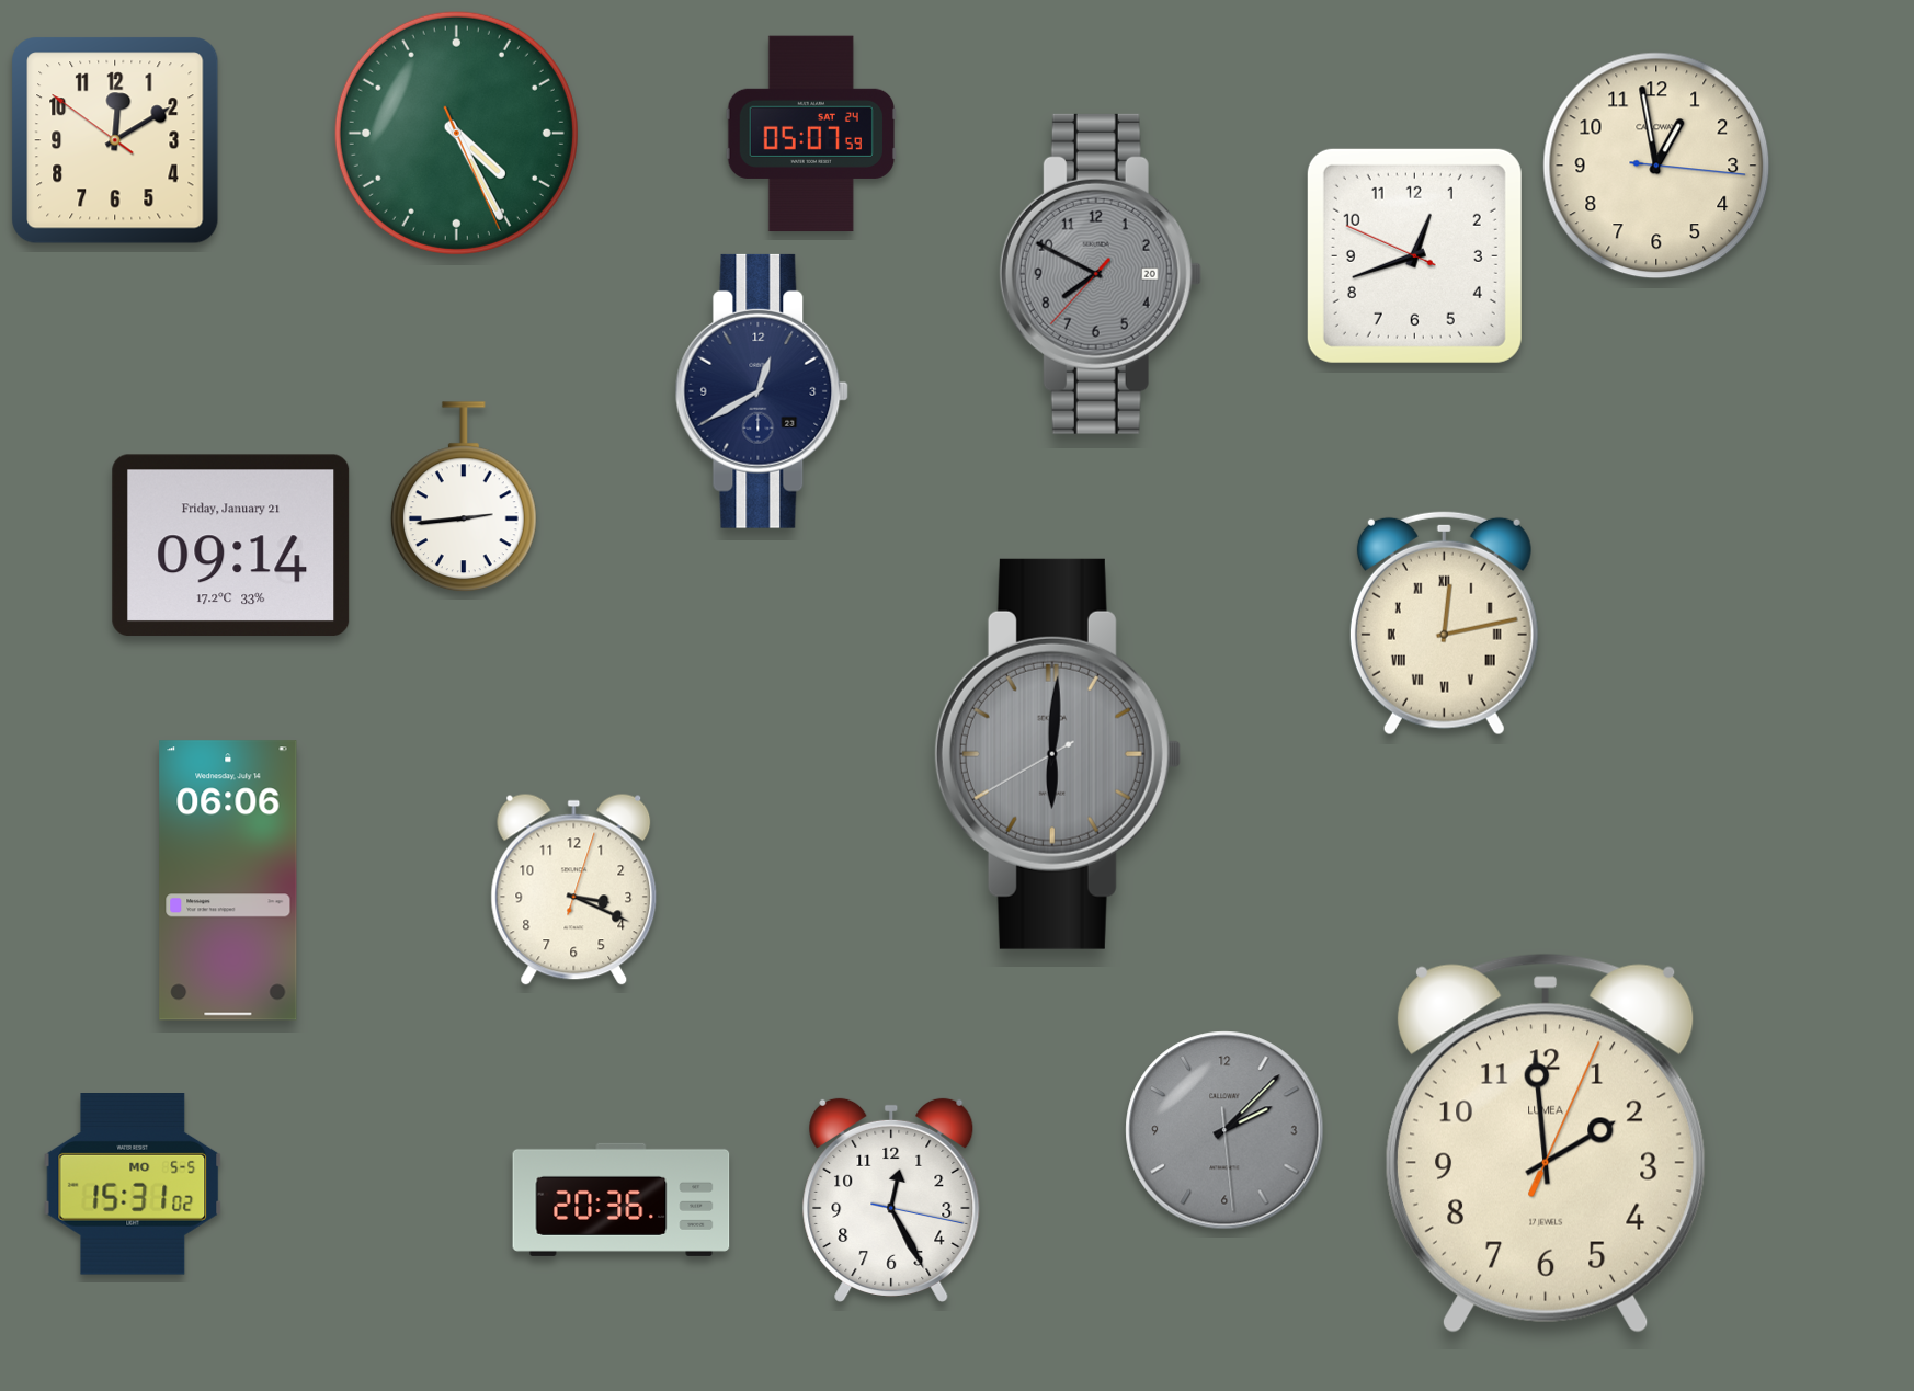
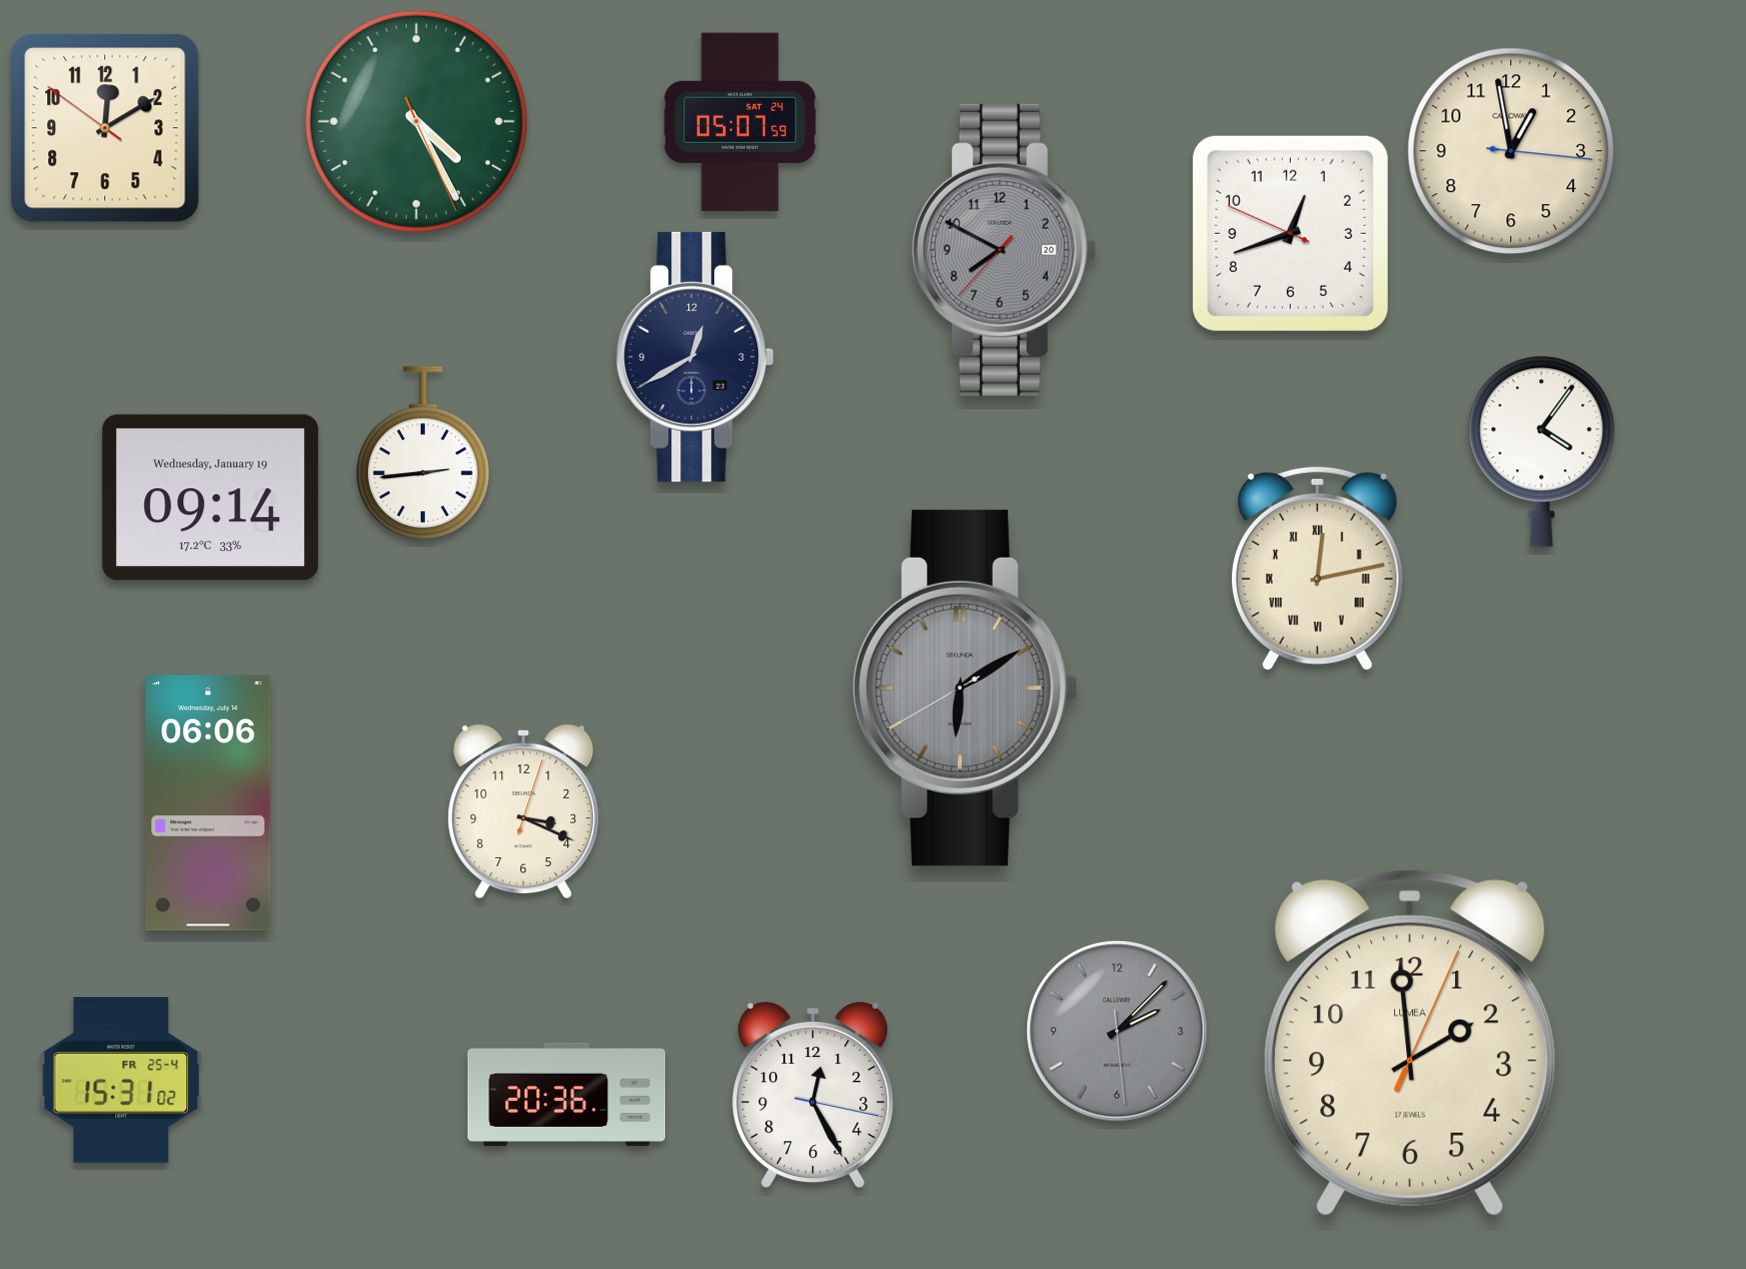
clock at (1542, 451): none -> 4:06
clock at (231, 546) date: Friday, January 21 -> Wednesday, January 19
clock at (1057, 754): 6:00 -> 6:09
clock at (133, 1185) date: MO 5-5 -> FR 25-4
